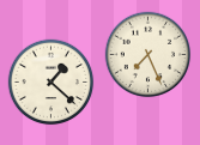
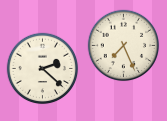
clock at (51, 83): 1:22 -> 2:22
